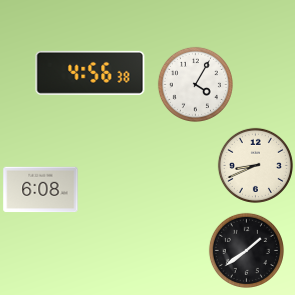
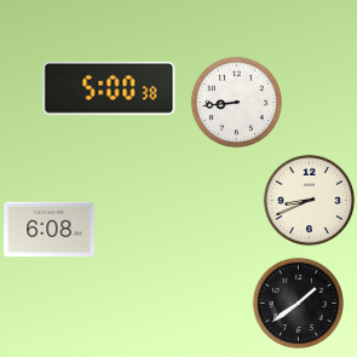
clock at (90, 73): 4:56 -> 5:00
clock at (195, 84): 4:05 -> 8:44
